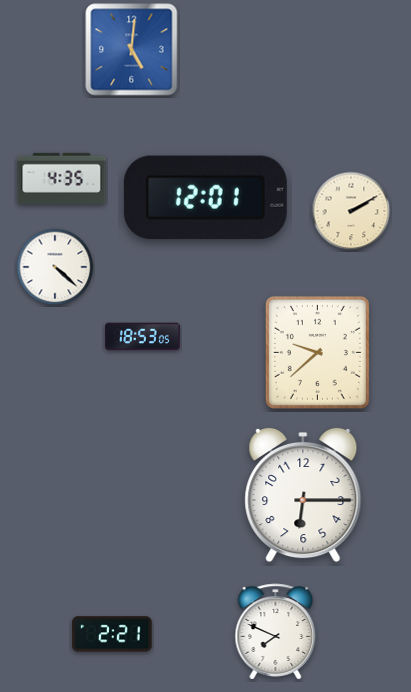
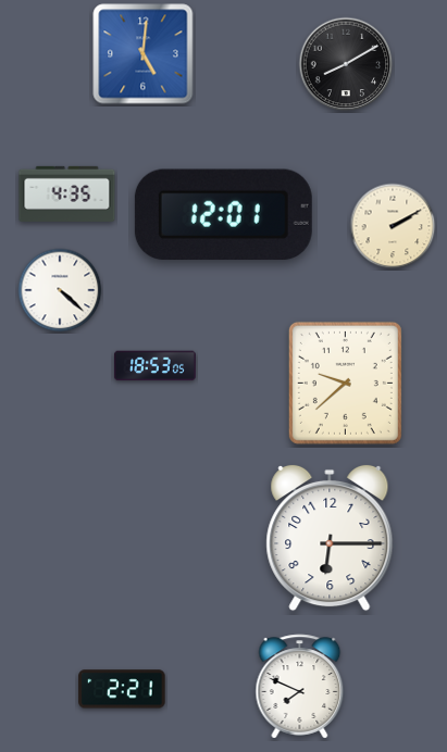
clock at (346, 64): none -> 8:10
clock at (351, 211) position: (351, 211) -> (393, 226)
